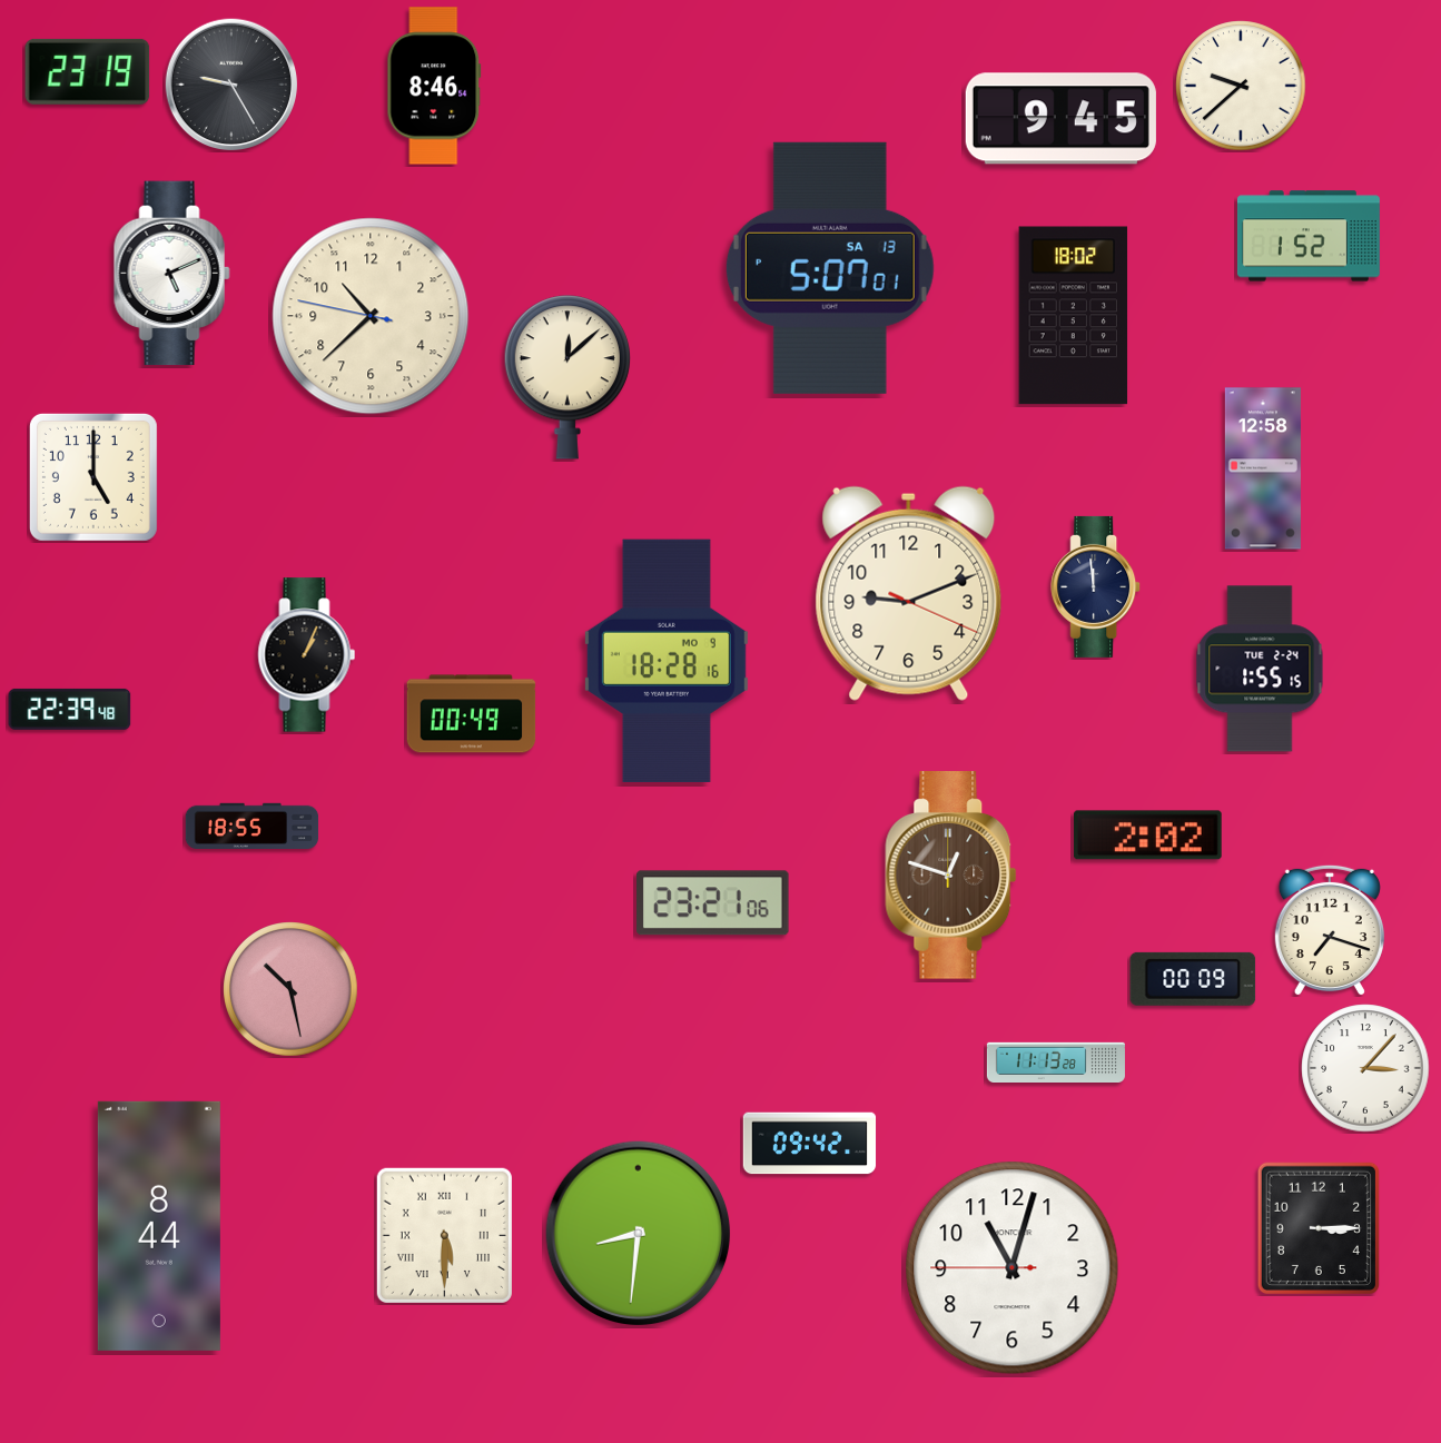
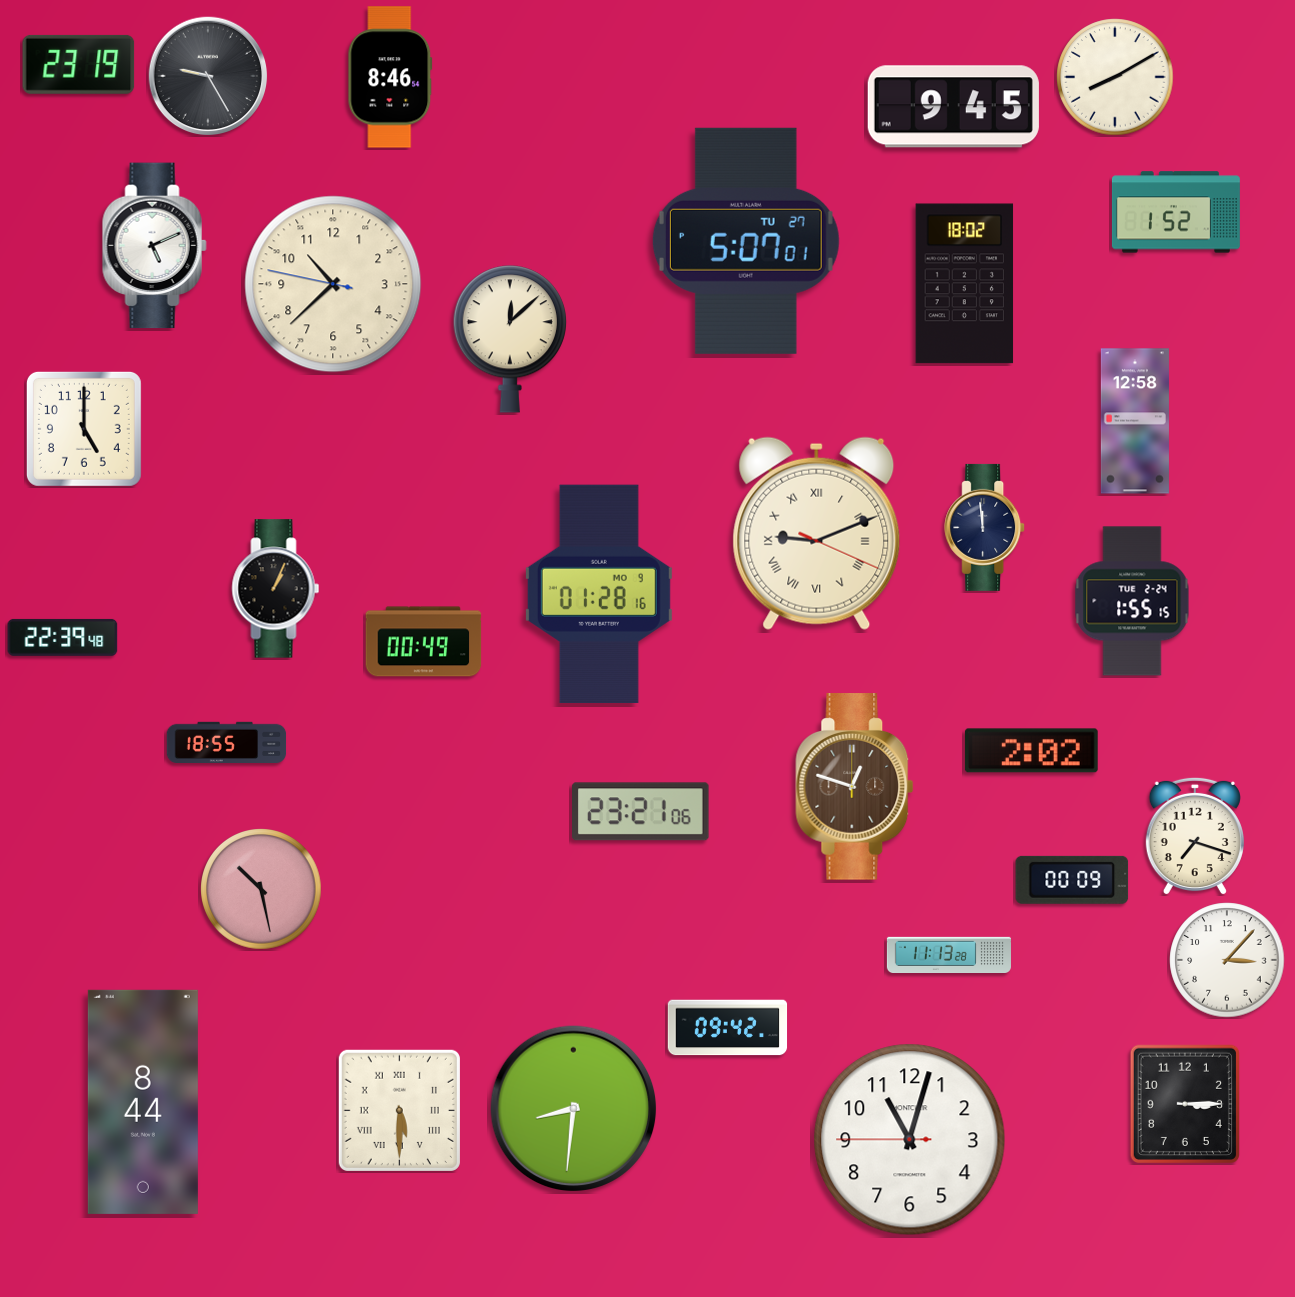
clock at (1241, 86): 9:38 -> 8:10
clock at (830, 268) date: SA 13 -> TU 27
clock at (909, 593) numerals: Arabic -> Roman
clock at (667, 660): 18:28 -> 01:28
